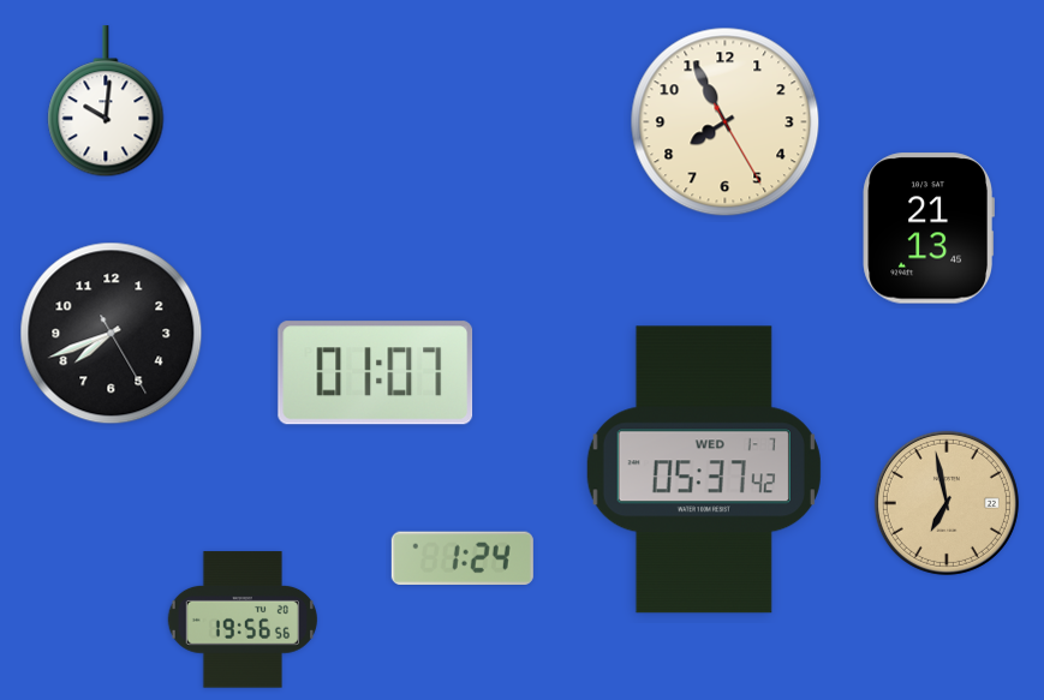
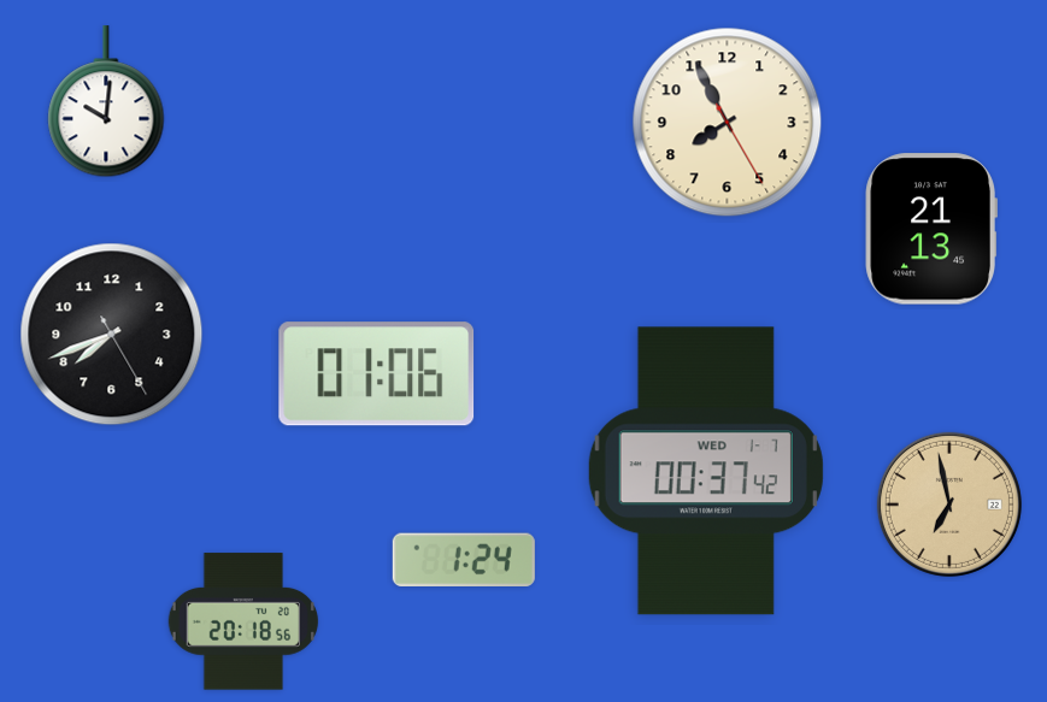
clock at (376, 373): 01:07 -> 01:06
clock at (704, 469): 05:37 -> 00:37
clock at (241, 620): 19:56 -> 20:18
